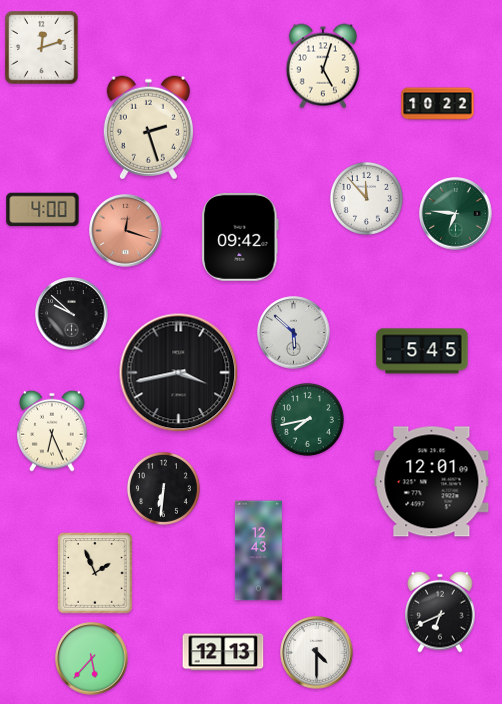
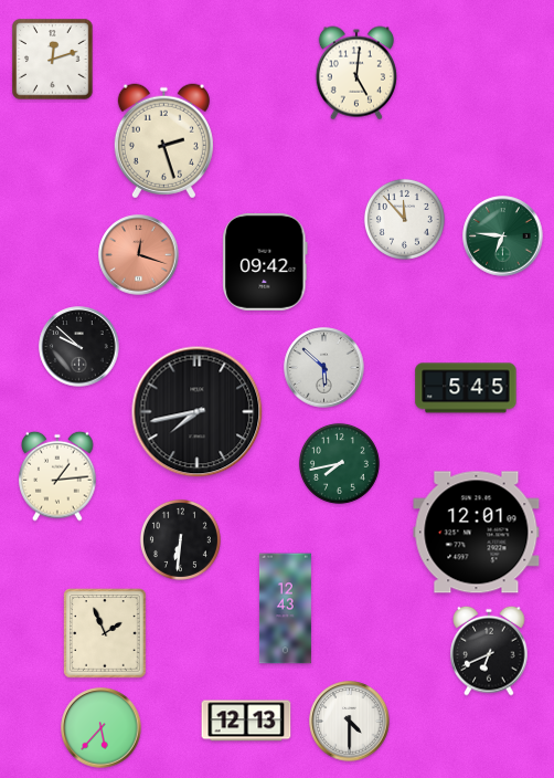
clock at (42, 48) position: (42, 48) -> (53, 60)
clock at (322, 66): 5:03 -> 5:01
clock at (438, 104): 10:22 -> none
clock at (43, 210): 4:00 -> none
clock at (179, 373): 3:43 -> 7:43
clock at (52, 431): 6:26 -> 1:14
clock at (440, 612) position: (440, 612) -> (489, 651)
